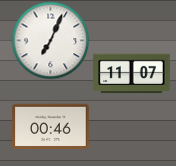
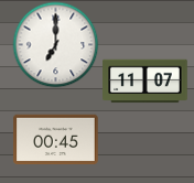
clock at (50, 40): 7:04 -> 7:00
clock at (51, 127): 00:46 -> 00:45
